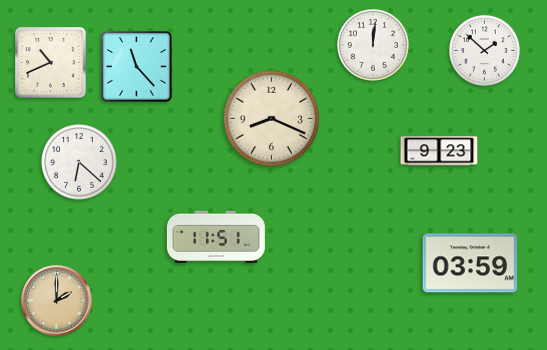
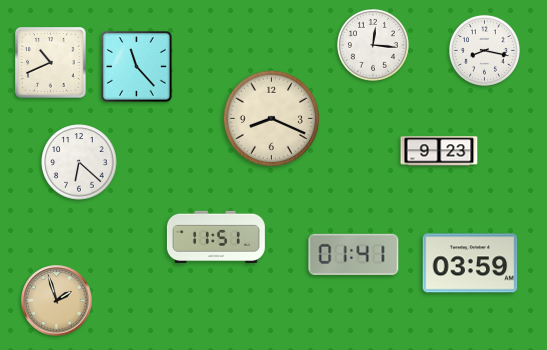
clock at (373, 45): 12:01 -> 12:16
clock at (484, 50): 1:52 -> 8:17
clock at (354, 254): none -> 01:41
clock at (57, 301): 2:00 -> 1:57
